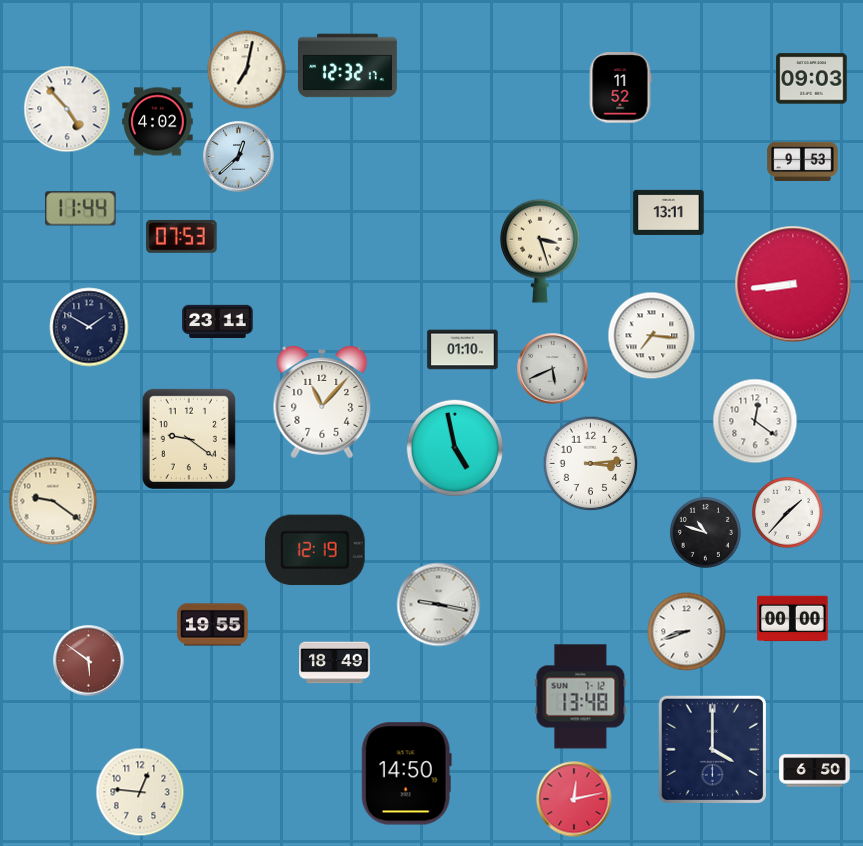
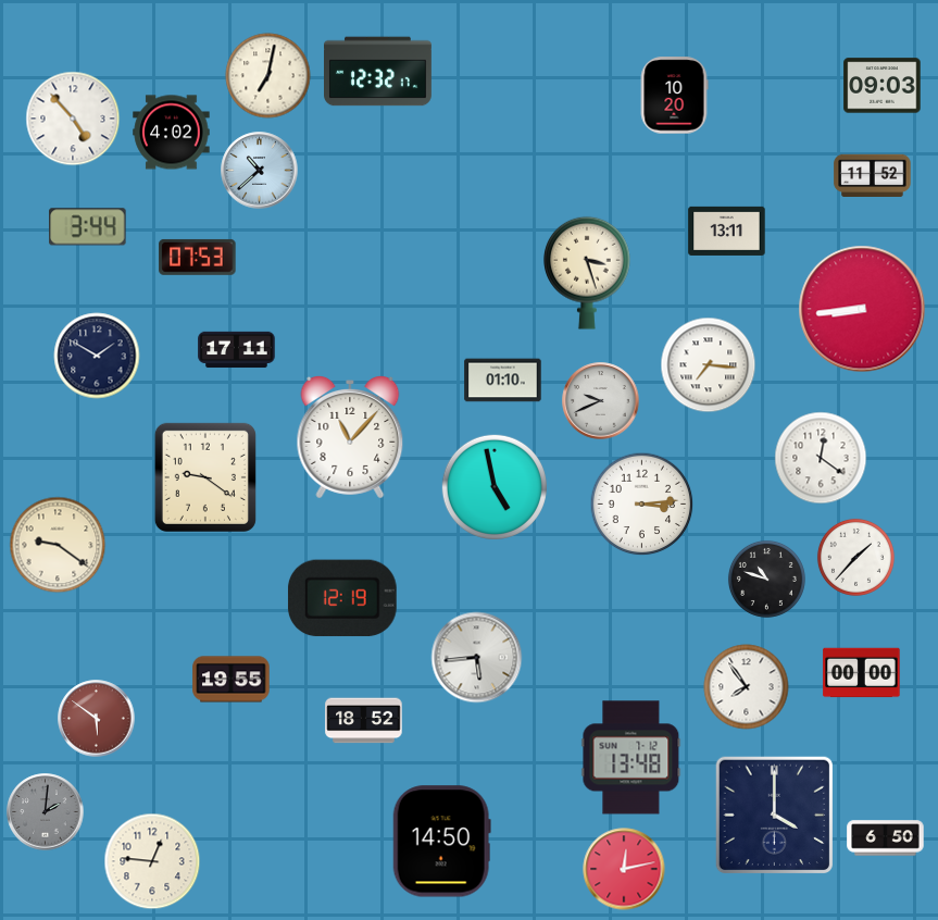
clock at (620, 88): 11:52 -> 10:20
clock at (239, 157): 12:38 -> 10:38
clock at (803, 161): 9:53 -> 11:52
clock at (81, 209): 11:44 -> 3:44
clock at (218, 322): 23:11 -> 17:11
clock at (553, 369): 5:41 -> 9:41
clock at (439, 605): 9:17 -> 5:44
clock at (687, 632): 8:42 -> 7:54
clock at (335, 663): 18:49 -> 18:52
clock at (46, 812): none -> 2:01
